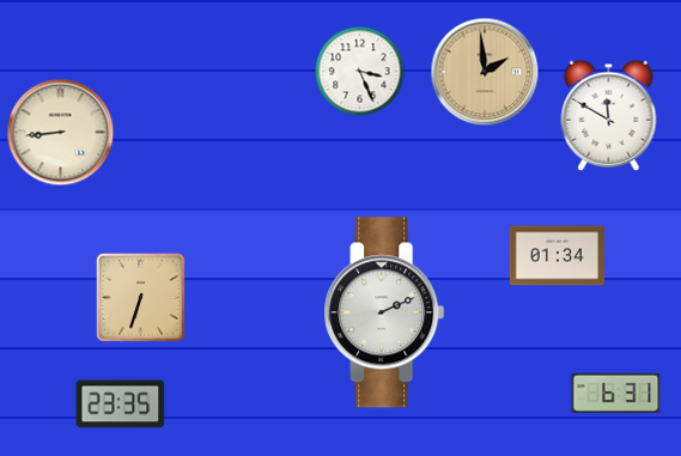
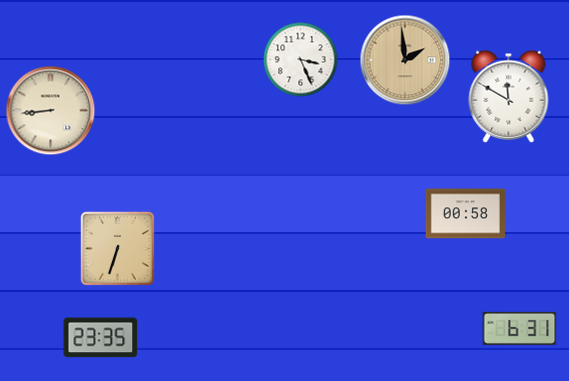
clock at (557, 256): 01:34 -> 00:58
clock at (384, 312): 2:11 -> none
clock at (616, 393) position: (616, 393) -> (520, 328)
